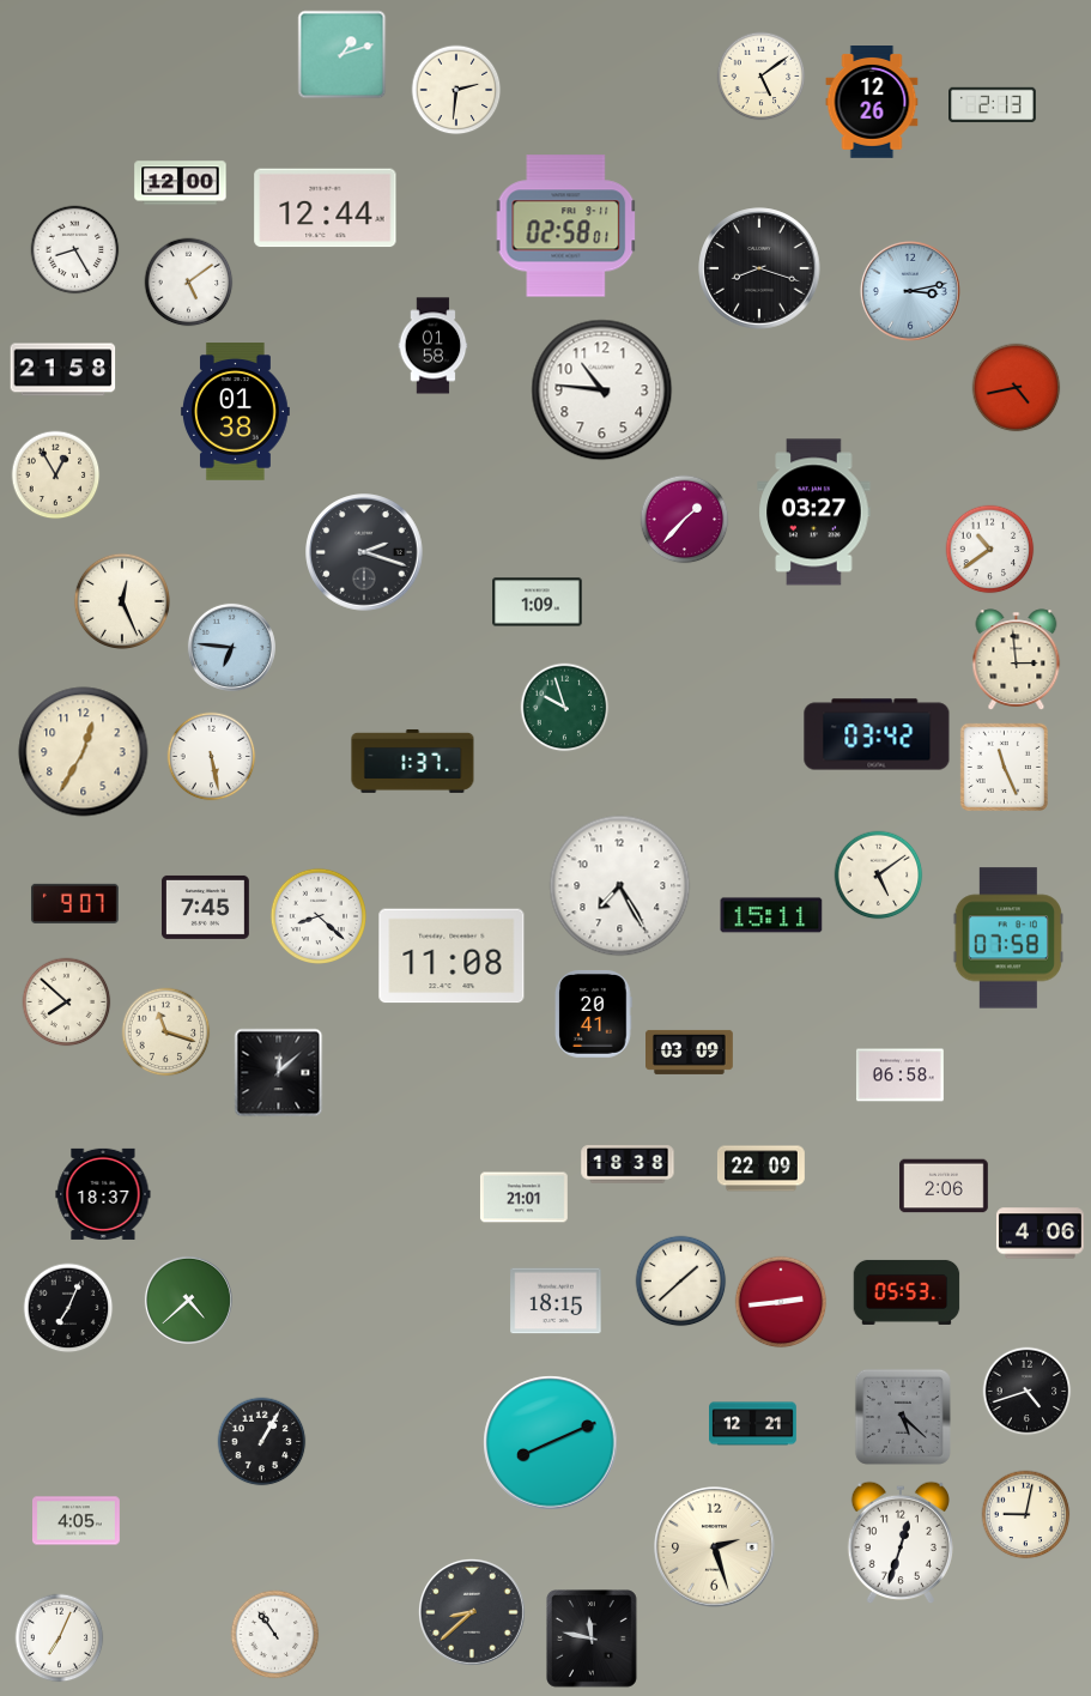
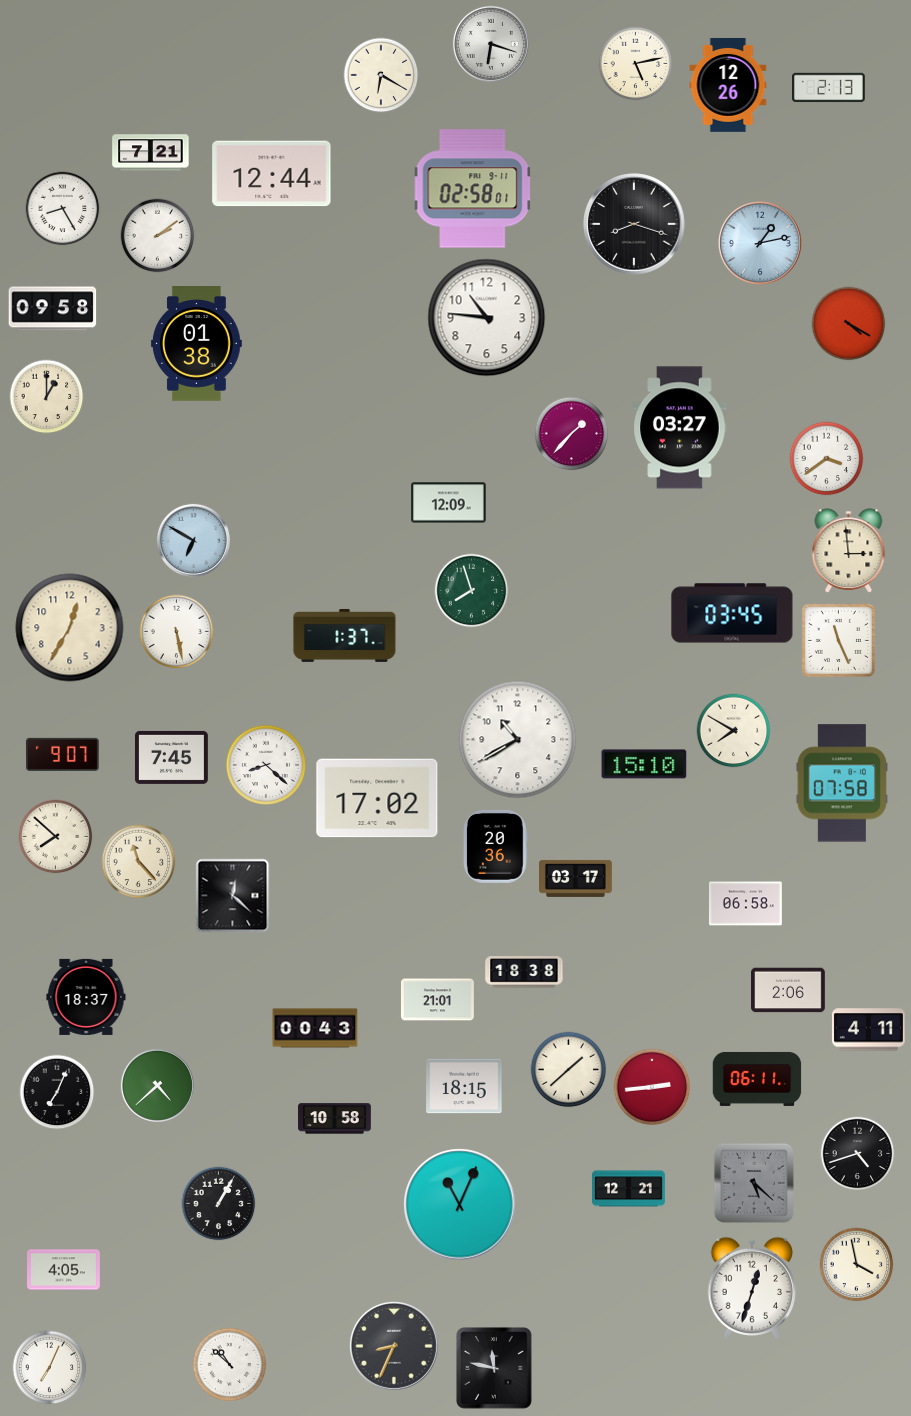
clock at (491, 44): none -> 6:18
clock at (343, 55): 1:12 -> none
clock at (762, 77): 5:09 -> 5:13
clock at (456, 90): 2:31 -> 6:20
clock at (181, 183): 12:00 -> 7:21
clock at (189, 283): 5:09 -> 2:09
clock at (910, 291): 3:13 -> 1:13
clock at (434, 346): 01:58 -> none
clock at (63, 370): 21:58 -> 09:58
clock at (1017, 388): 4:43 -> 4:20
clock at (602, 390) position: (602, 390) -> (487, 318)
clock at (56, 476): 12:55 -> 1:00
clock at (990, 550): 10:39 -> 3:39
clock at (364, 552): 2:18 -> none
clock at (121, 600): 12:26 -> none
clock at (538, 602): 1:09 -> 12:09
clock at (231, 647): 6:46 -> 6:50
clock at (565, 708): 9:57 -> 7:57
clock at (877, 734): 03:42 -> 03:45
clock at (879, 876): 5:09 -> 7:50
clock at (620, 886): 7:25 -> 10:40
clock at (771, 915): 15:11 -> 15:10
clock at (451, 956): 11:08 -> 17:02
clock at (594, 1013): 20:41 -> 20:36
clock at (166, 1032): 11:18 -> 11:23
clock at (690, 1052): 03:09 -> 03:17
clock at (279, 1073): 12:08 -> 12:22
clock at (899, 1076) position: (899, 1076) -> (745, 904)
clock at (760, 1169): 22:09 -> none
clock at (315, 1028): none -> 00:43
clock at (1040, 1234): 4:06 -> 4:11
clock at (907, 1292): 05:53 -> 06:11
clock at (335, 1119): none -> 10:58
clock at (1028, 1392) position: (1028, 1392) -> (858, 1154)
clock at (551, 1443): 8:11 -> 11:04
clock at (1026, 1515): 9:02 -> 3:58
clock at (715, 1547): 2:27 -> none
clock at (473, 1613): 8:38 -> 8:34
clock at (275, 1635): 10:54 -> 10:52
